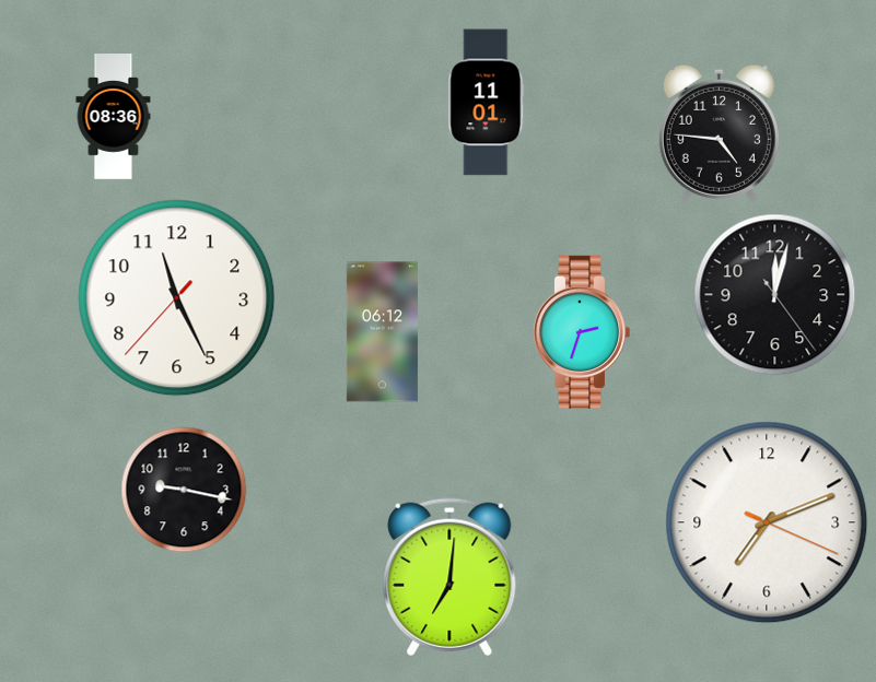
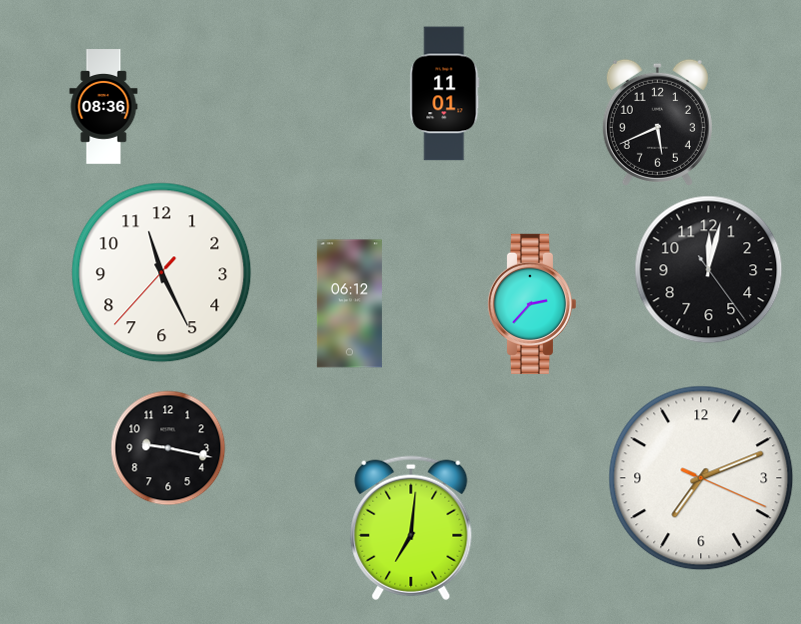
clock at (719, 133): 4:46 -> 5:41
clock at (581, 332): 2:33 -> 2:37
